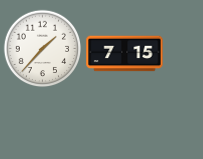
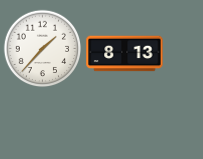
clock at (125, 54): 7:15 -> 8:13
